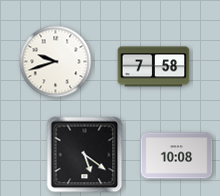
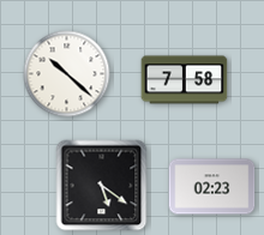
clock at (56, 62): 9:42 -> 10:22
clock at (177, 156): 10:08 -> 02:23
